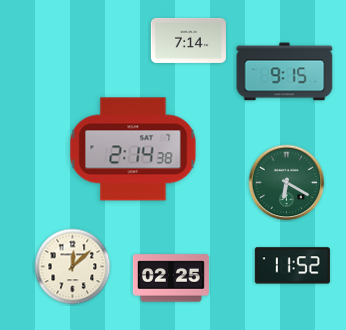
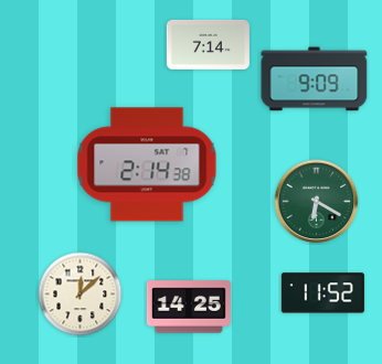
clock at (285, 72): 9:15 -> 9:09
clock at (171, 278): 02:25 -> 14:25
